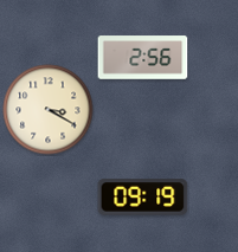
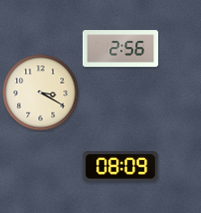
clock at (143, 198): 09:19 -> 08:09
